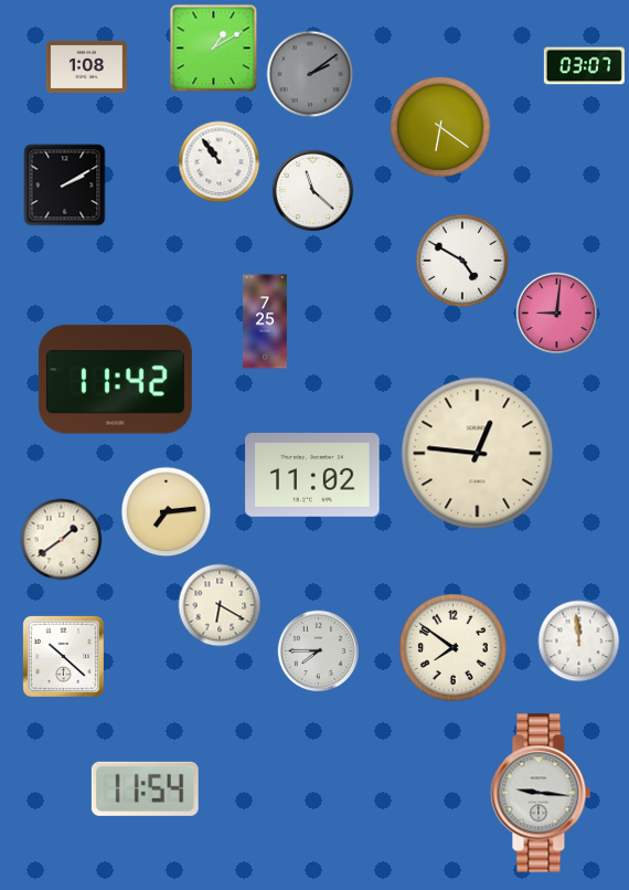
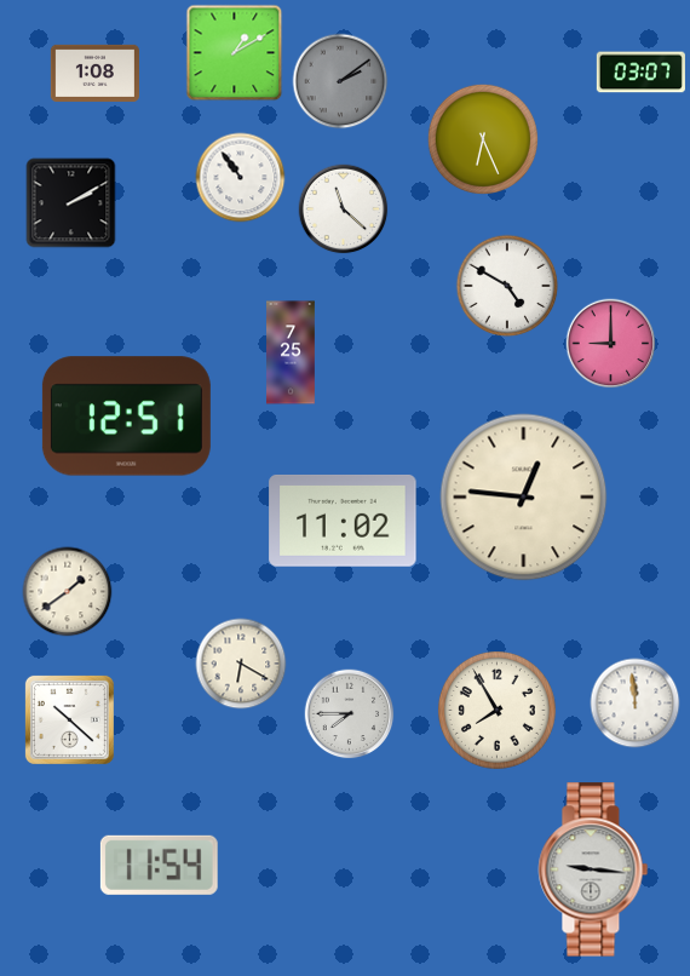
clock at (440, 127): 6:21 -> 6:26
clock at (557, 314): 9:01 -> 9:00
clock at (115, 380): 11:42 -> 12:51
clock at (167, 512): 7:14 -> none
clock at (452, 647): 7:51 -> 7:55
